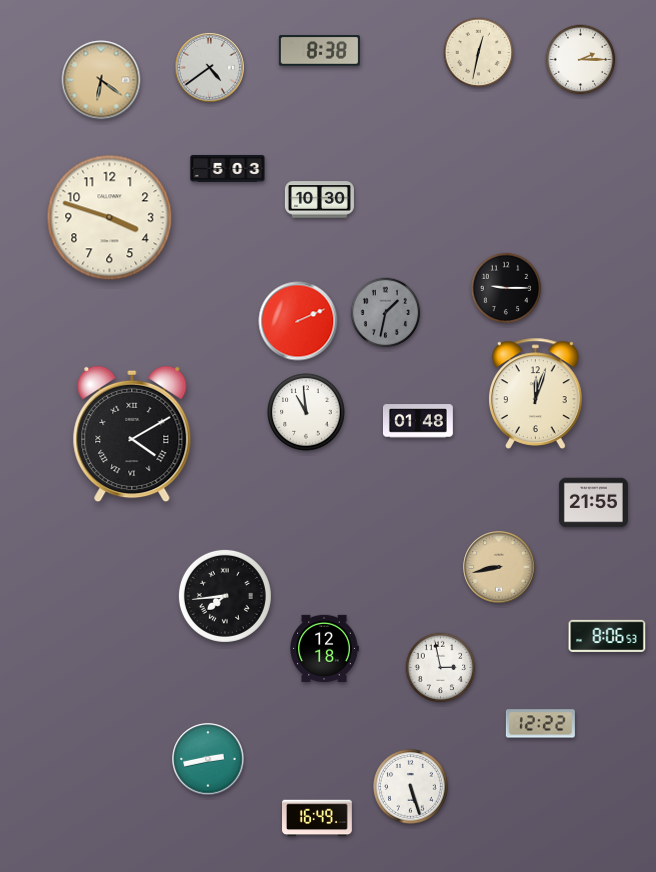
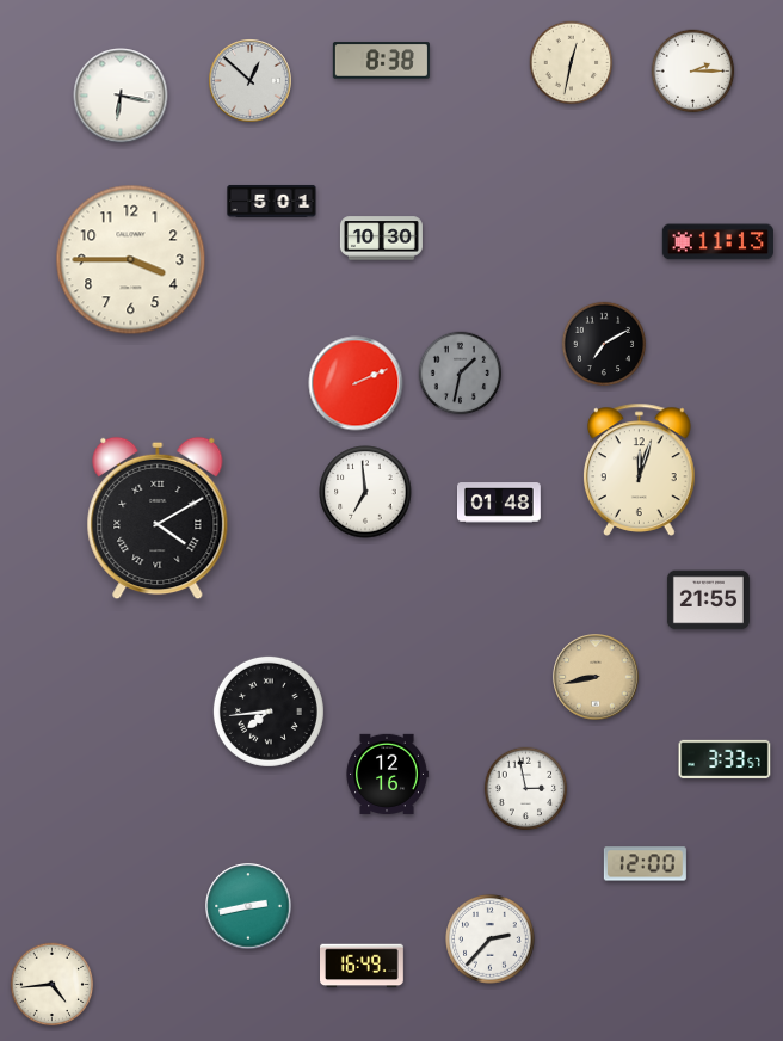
clock at (210, 68): 4:39 -> 12:52
clock at (101, 80): 6:21 -> 6:17
clock at (101, 80) dial: champagne -> white
clock at (228, 168): 5:03 -> 5:01
clock at (717, 242): none -> 11:13
clock at (110, 218): 3:48 -> 3:45
clock at (506, 288): 9:15 -> 7:10
clock at (306, 412): 10:59 -> 6:59
clock at (607, 636): 8:06 -> 3:33
clock at (324, 648): 12:18 -> 12:16
clock at (441, 668) position: (441, 668) -> (526, 789)
clock at (540, 724): 12:22 -> 12:00
clock at (411, 787): 5:27 -> 2:37
clock at (318, 818) position: (318, 818) -> (363, 966)
clock at (53, 985): none -> 4:44
